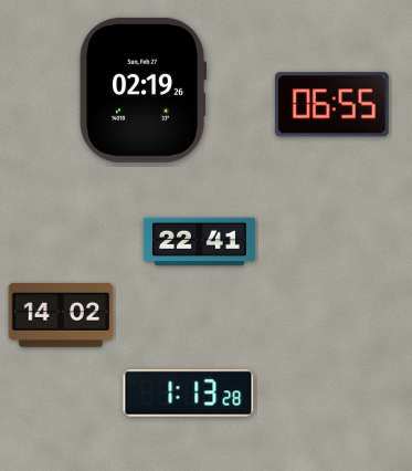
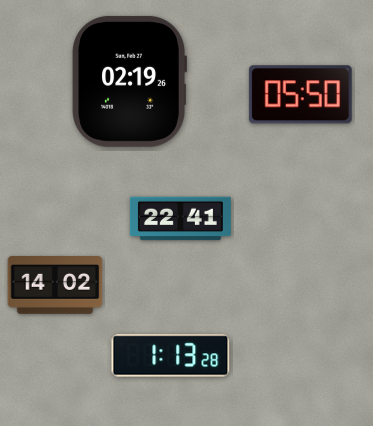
clock at (331, 105): 06:55 -> 05:50
